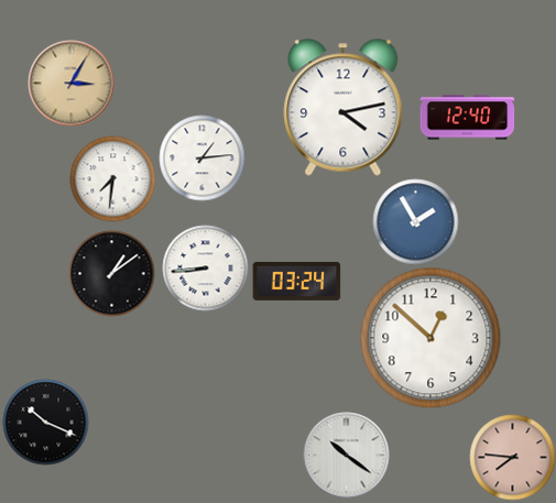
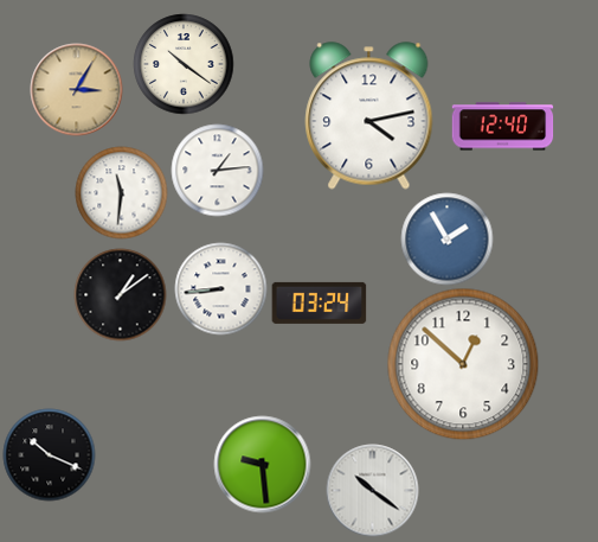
clock at (184, 64): none -> 10:21
clock at (112, 178): 7:31 -> 11:31
clock at (262, 464): none -> 9:29
clock at (512, 457): 7:46 -> none
